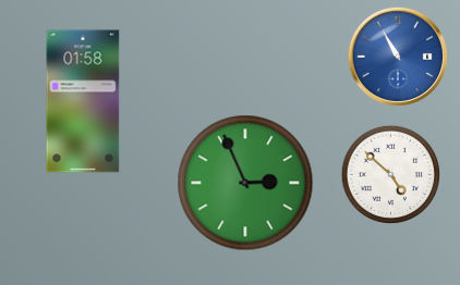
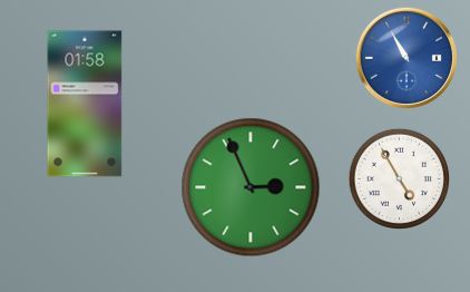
clock at (390, 174): 4:52 -> 4:55
